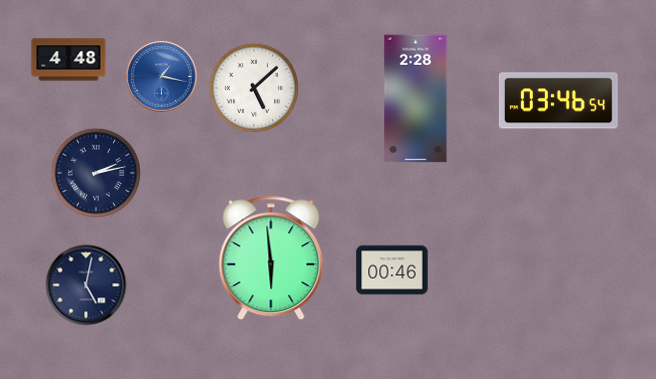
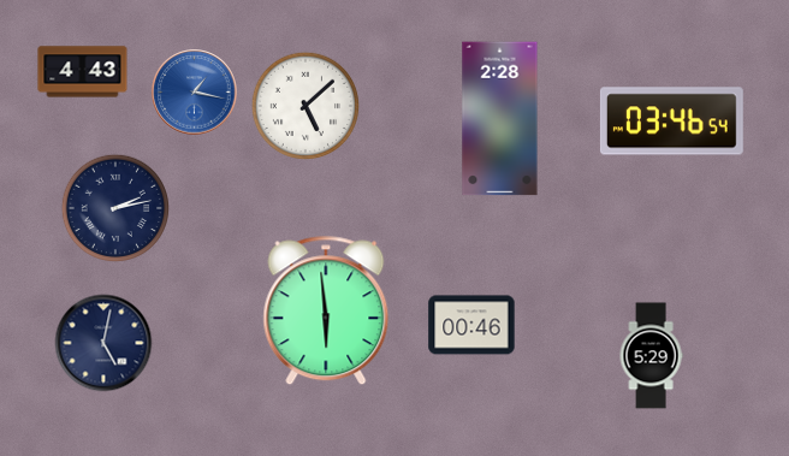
clock at (69, 60): 4:48 -> 4:43
clock at (651, 356): none -> 5:29
